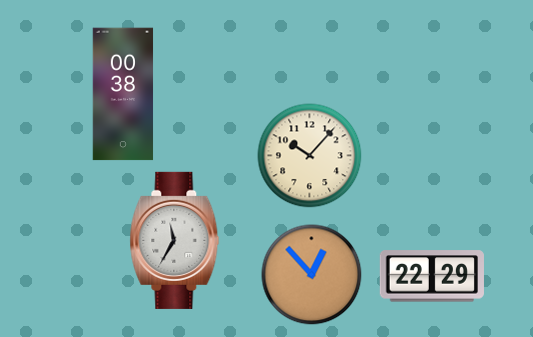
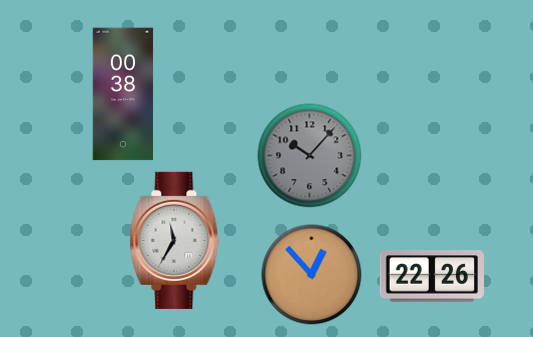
clock at (310, 156) dial: cream -> grey
clock at (432, 276): 22:29 -> 22:26
